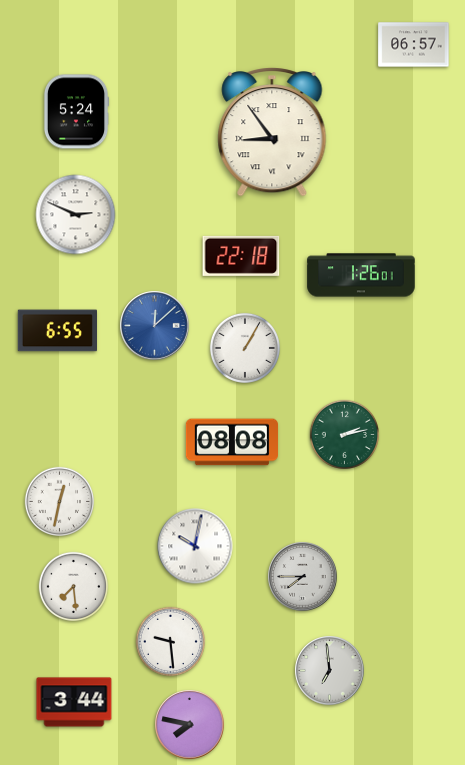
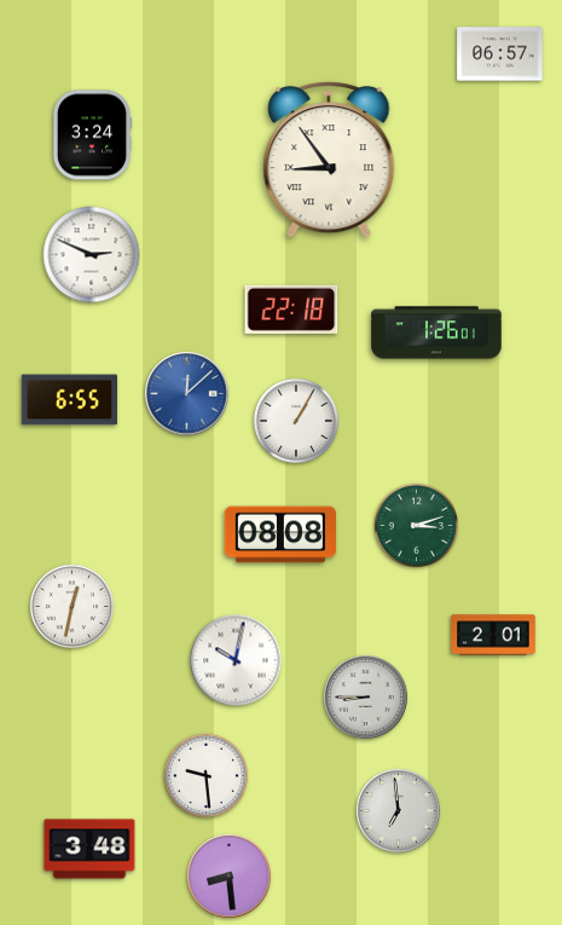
clock at (76, 112): 5:24 -> 3:24
clock at (76, 215) position: (76, 215) -> (92, 255)
clock at (344, 434): 2:13 -> 3:12
clock at (493, 635): none -> 2:01
clock at (303, 577): 7:45 -> 8:45
clock at (73, 586): 7:29 -> none
clock at (74, 702): 3:44 -> 3:48
clock at (190, 725): 7:47 -> 8:29
